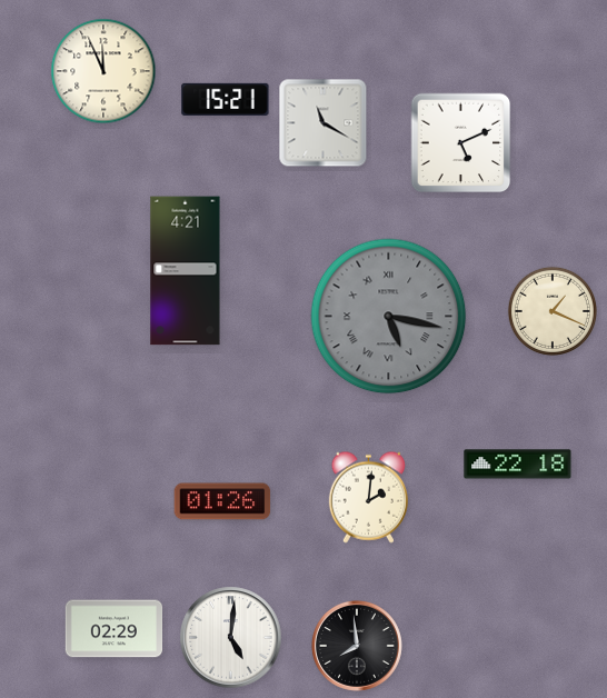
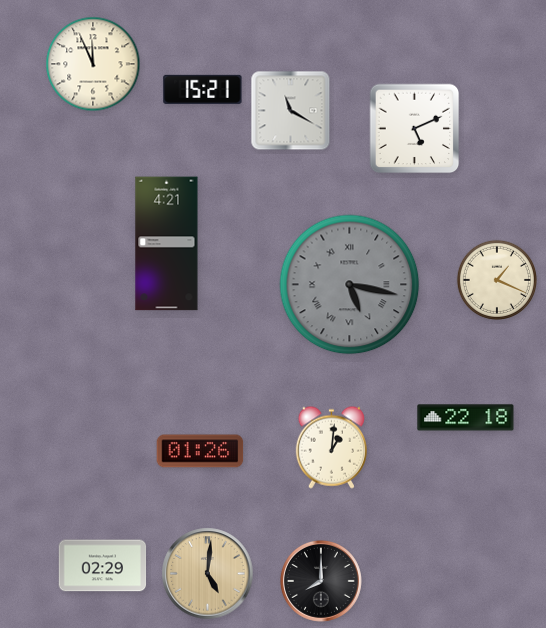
clock at (368, 497): 2:01 -> 1:01
clock at (231, 638) dial: white -> champagne
clock at (357, 646): 7:59 -> 8:00
